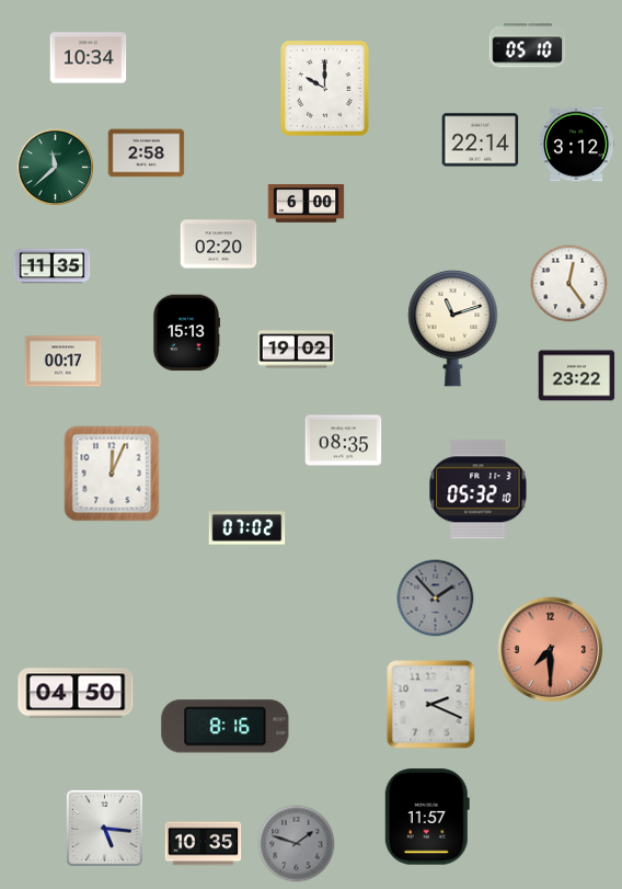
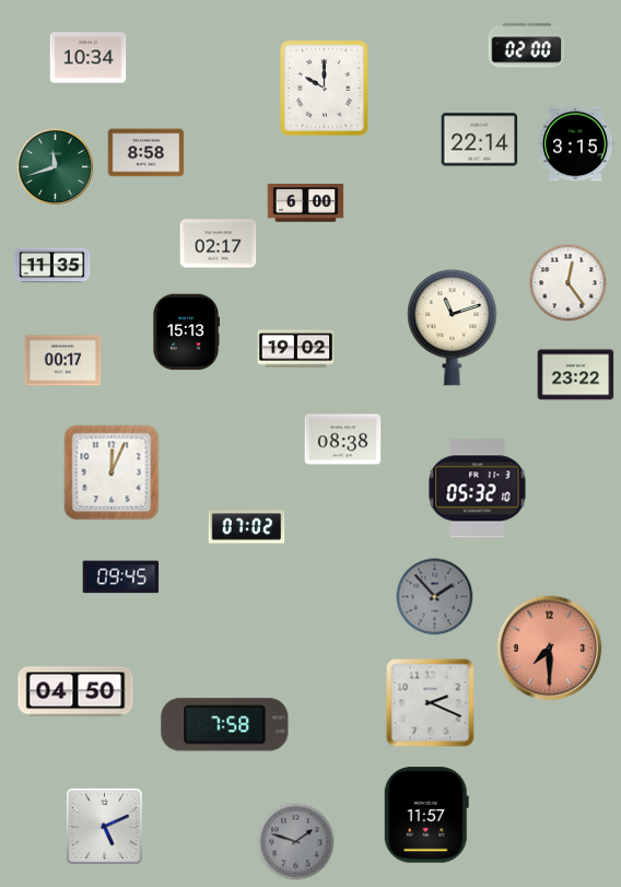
clock at (528, 46): 05:10 -> 02:00
clock at (576, 145): 3:12 -> 3:15
clock at (147, 153): 2:58 -> 8:58
clock at (56, 168): 11:38 -> 11:42
clock at (219, 244): 02:20 -> 02:17
clock at (344, 441): 08:35 -> 08:38
clock at (121, 577): none -> 09:45
clock at (226, 727): 8:16 -> 7:58
clock at (104, 828): 5:16 -> 5:11
clock at (204, 844): 10:35 -> none
